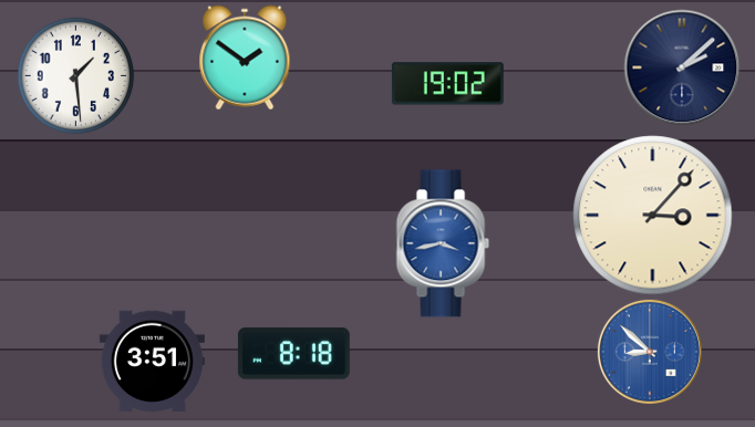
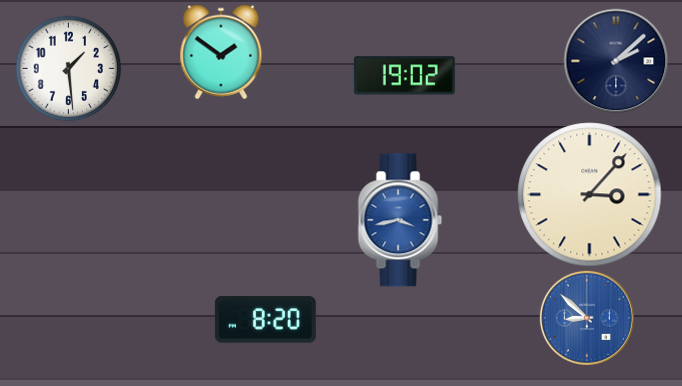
clock at (293, 354): 8:18 -> 8:20
clock at (152, 361): 3:51 -> none
